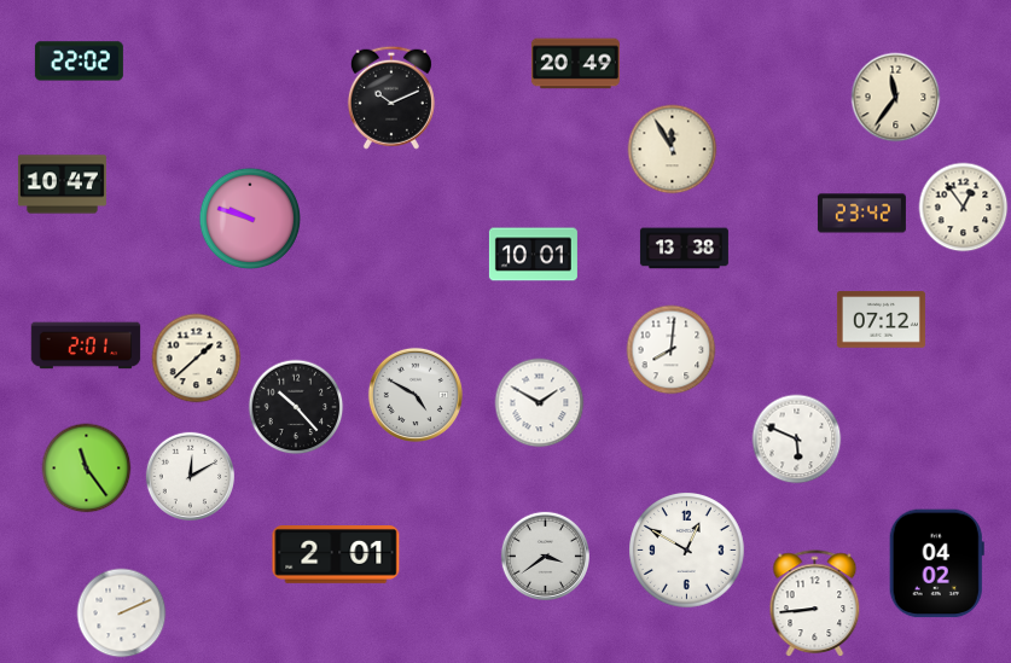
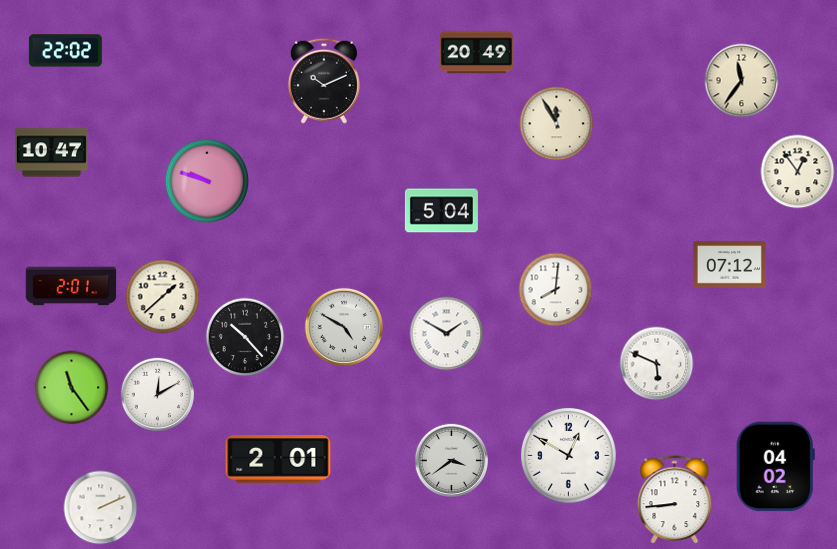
clock at (861, 214): 23:42 -> none
clock at (684, 249): 13:38 -> none
clock at (533, 255): 10:01 -> 5:04
clock at (797, 440) position: (797, 440) -> (657, 364)
